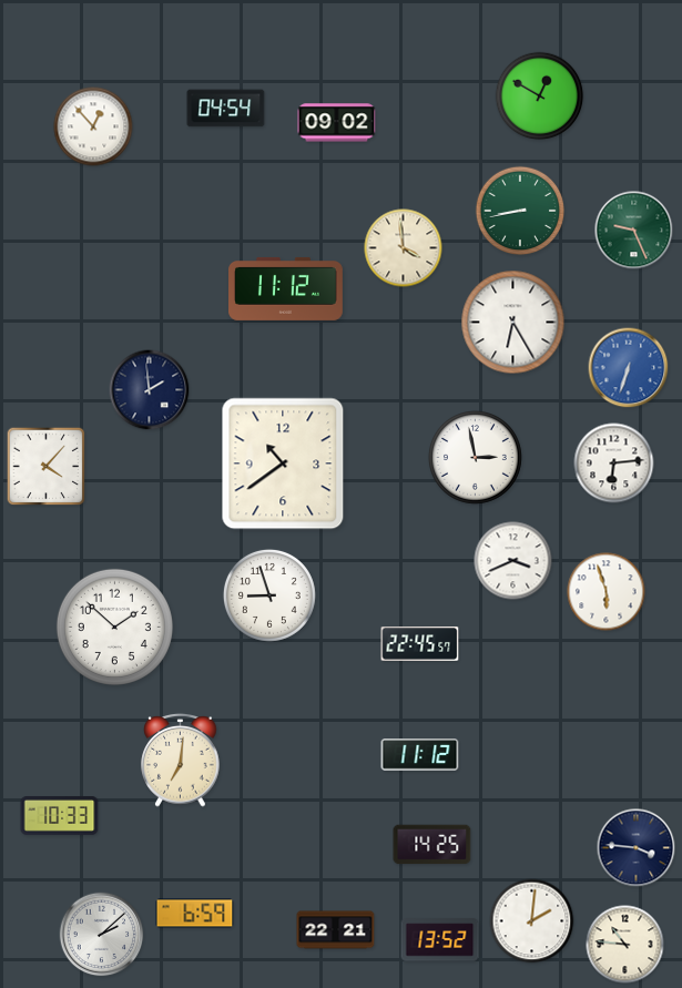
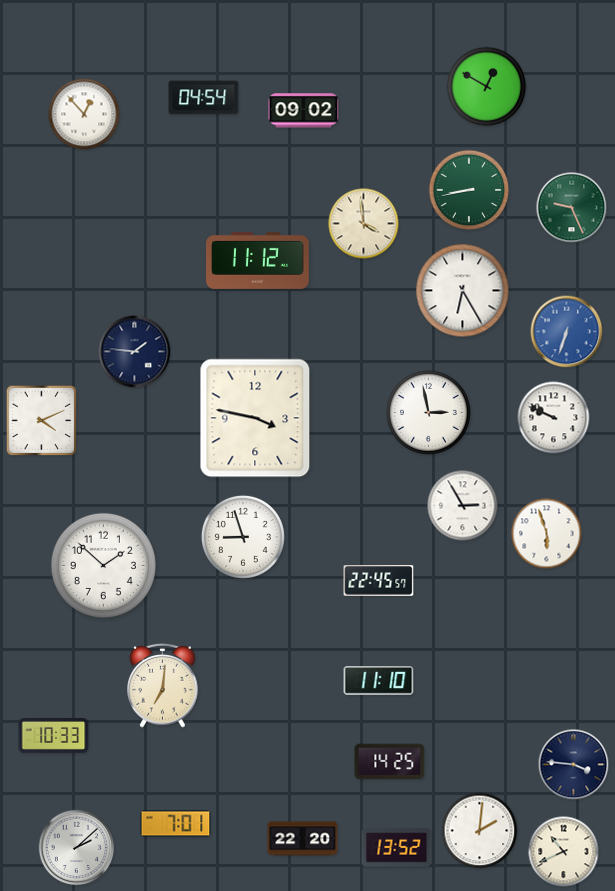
clock at (150, 390): 1:59 -> 1:46
clock at (283, 464): 10:39 -> 3:47
clock at (614, 464): 6:14 -> 9:49
clock at (47, 467): 4:07 -> 4:11
clock at (513, 561): 3:41 -> 2:55
clock at (420, 755): 11:12 -> 11:10
clock at (195, 914): 6:59 -> 7:01
clock at (336, 930): 22:21 -> 22:20
clock at (102, 935) position: (102, 935) -> (77, 848)
clock at (625, 945): 10:46 -> 10:41
